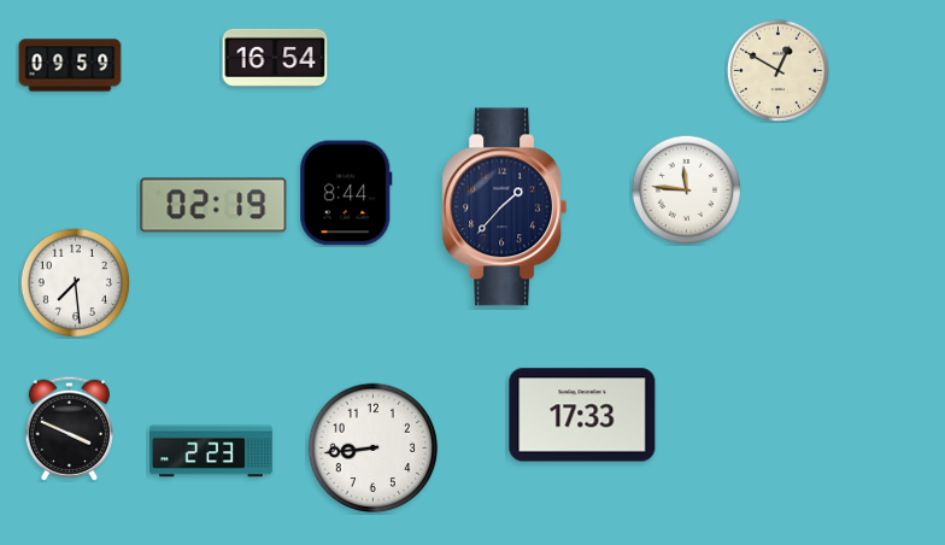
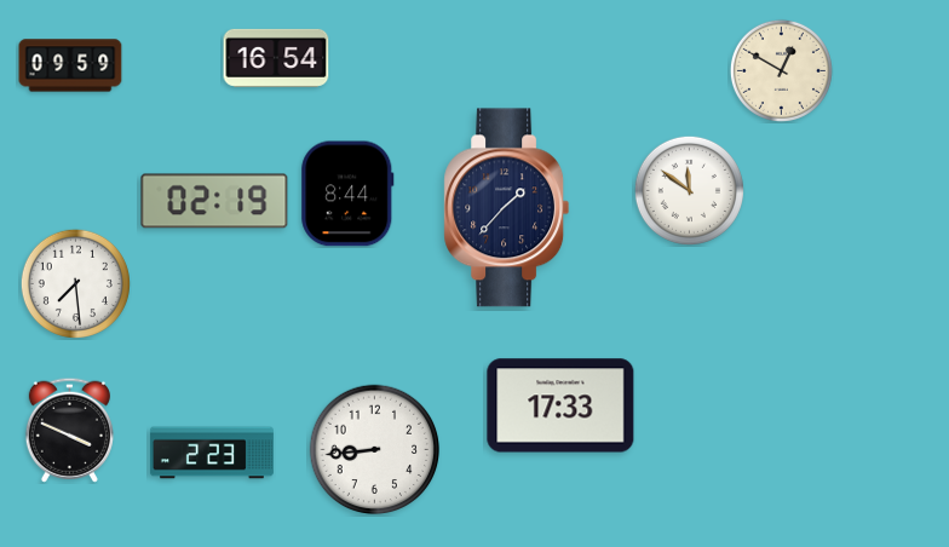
clock at (686, 189): 11:46 -> 11:51
clock at (213, 205) position: (213, 205) -> (214, 201)
clock at (582, 415) position: (582, 415) -> (560, 405)
